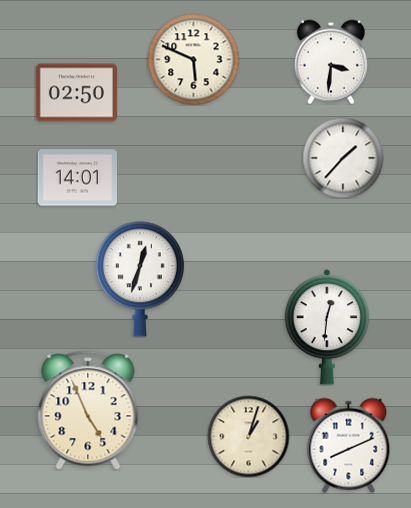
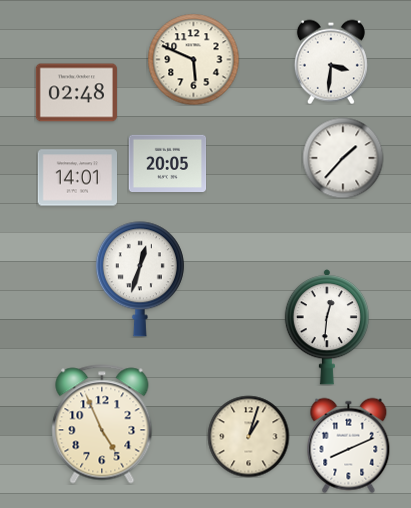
clock at (76, 93): 02:50 -> 02:48
clock at (167, 163): none -> 20:05
clock at (88, 410) position: (88, 410) -> (102, 424)
